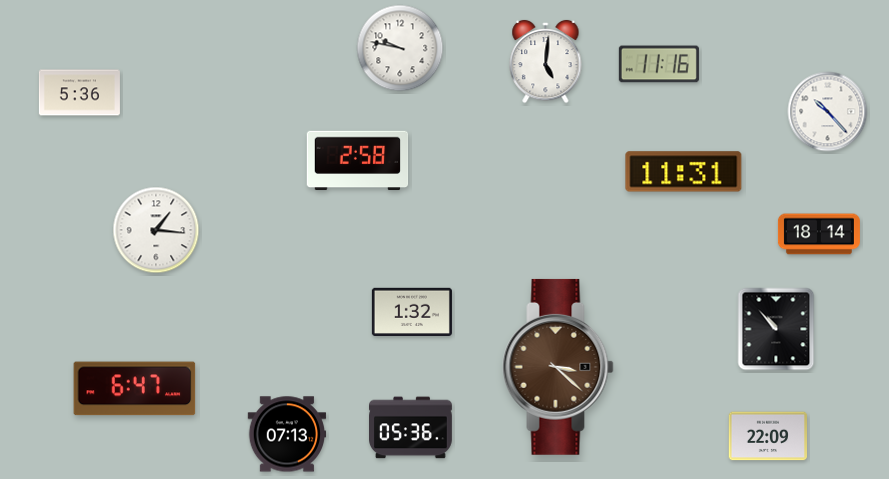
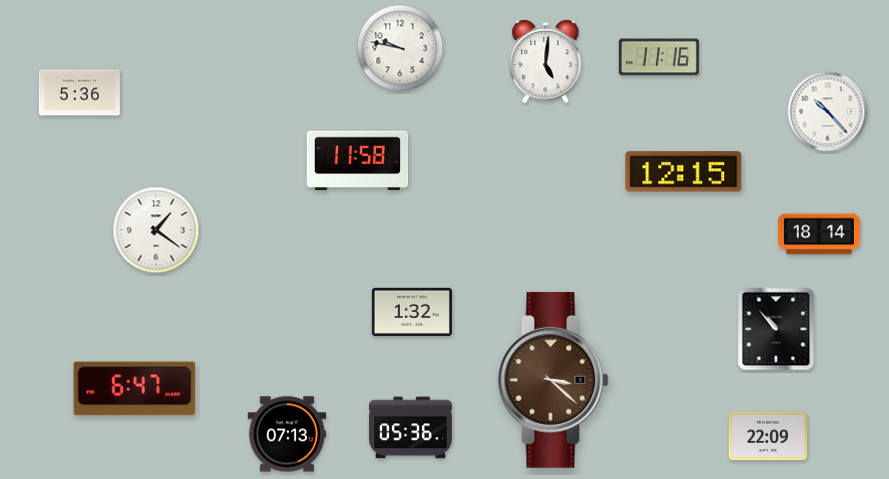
clock at (659, 64) position: (659, 64) -> (659, 57)
clock at (358, 161): 2:58 -> 11:58
clock at (684, 172): 11:31 -> 12:15
clock at (156, 230): 1:16 -> 1:21
clock at (558, 367) position: (558, 367) -> (553, 380)
